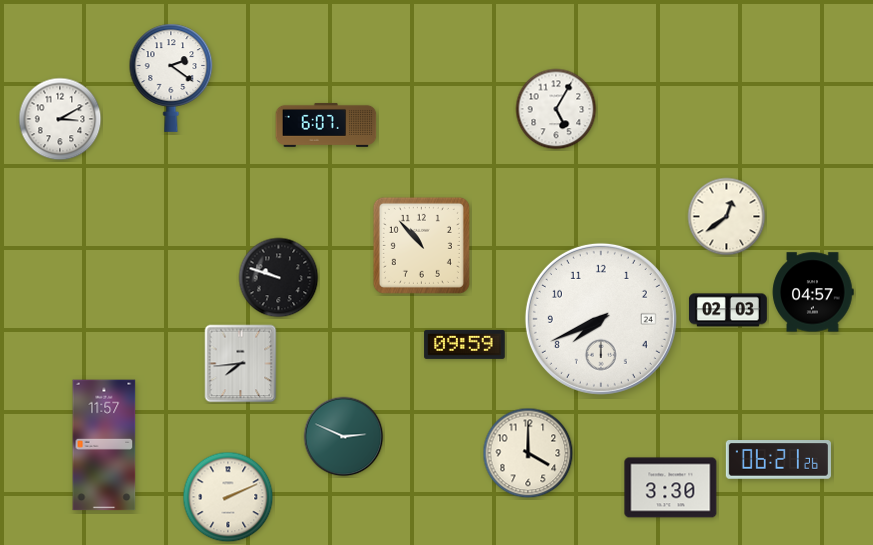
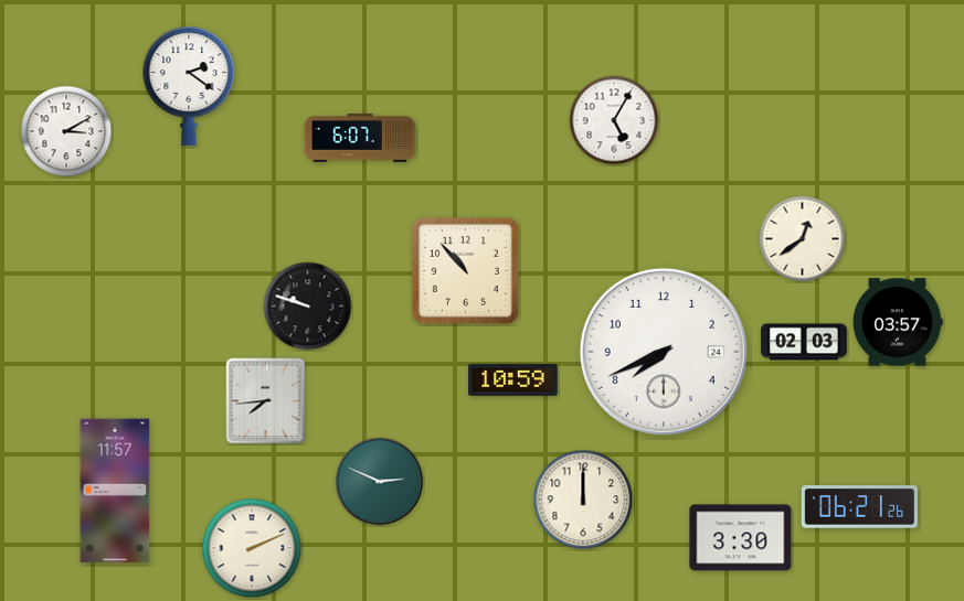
clock at (813, 292): 04:57 -> 03:57
clock at (465, 344): 09:59 -> 10:59
clock at (528, 453): 4:00 -> 12:00
